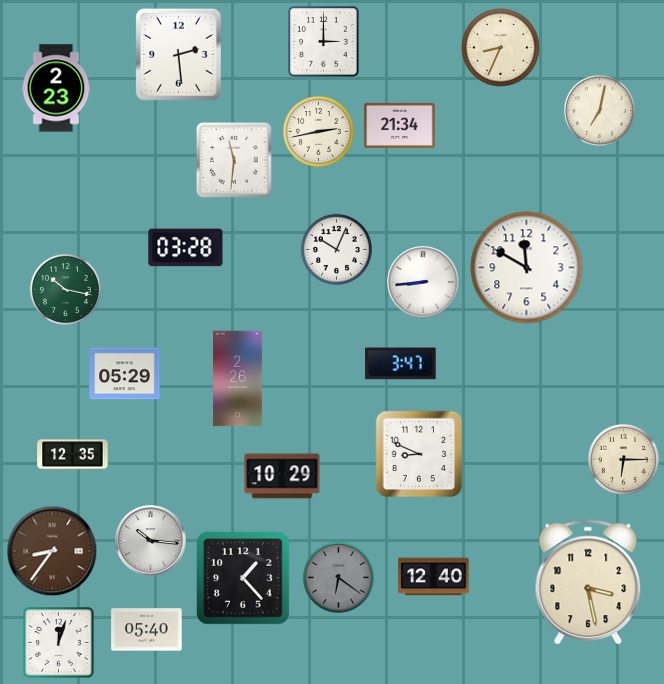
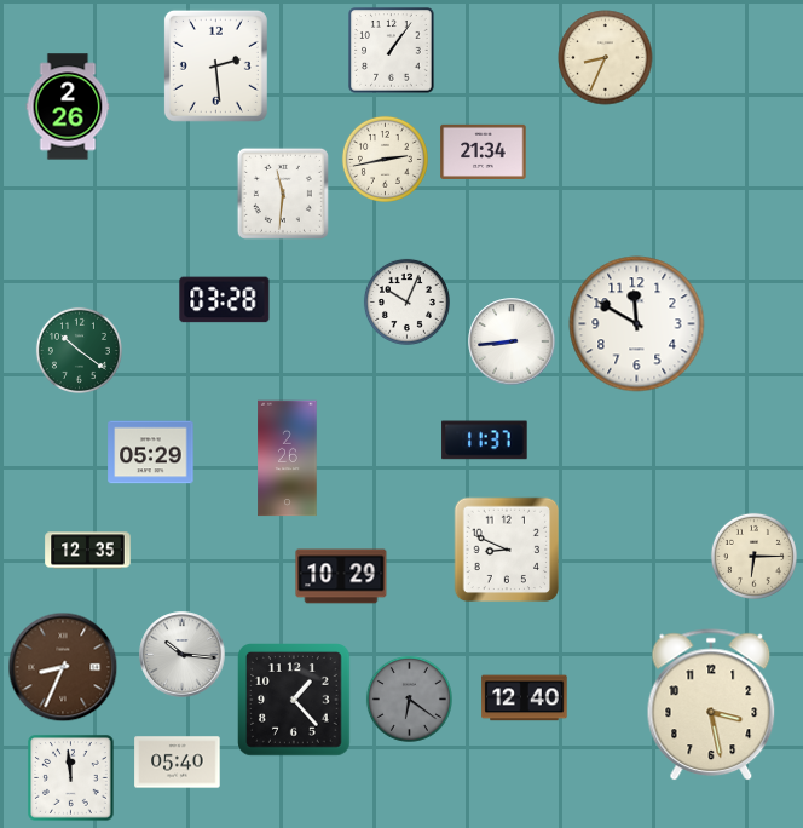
clock at (324, 42): 3:00 -> 1:06
clock at (56, 88): 2:23 -> 2:26
clock at (599, 110): 7:02 -> none
clock at (65, 289): 10:17 -> 10:21
clock at (401, 364): 3:47 -> 11:37
clock at (52, 551): 8:36 -> 8:34
clock at (59, 643): 12:03 -> 11:59
